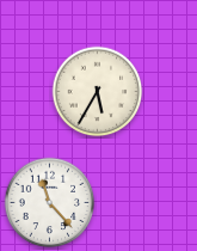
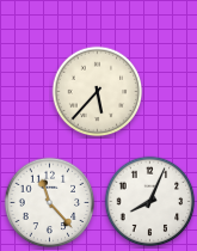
clock at (98, 92): 5:35 -> 5:37
clock at (150, 202): none -> 8:04
